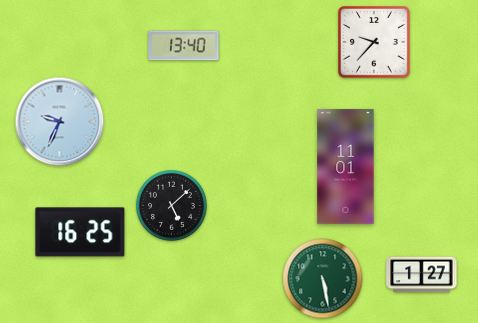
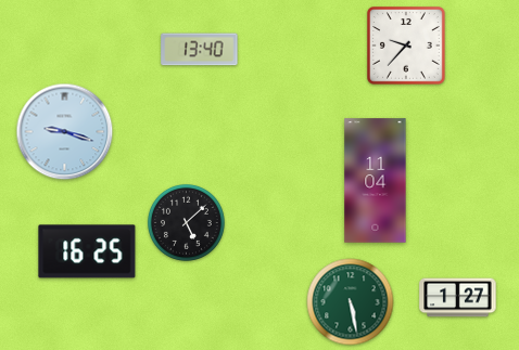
clock at (60, 122): 9:34 -> 9:18
clock at (346, 167): 11:01 -> 11:04
